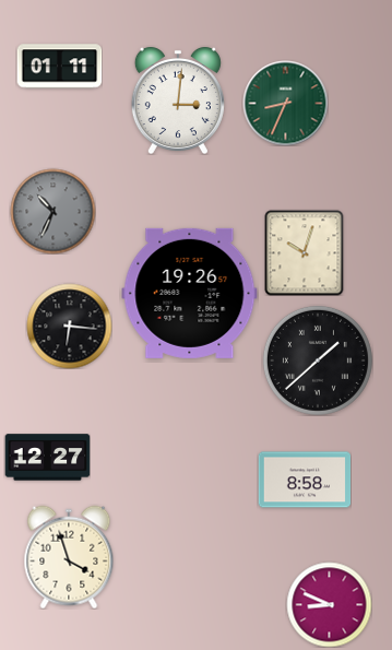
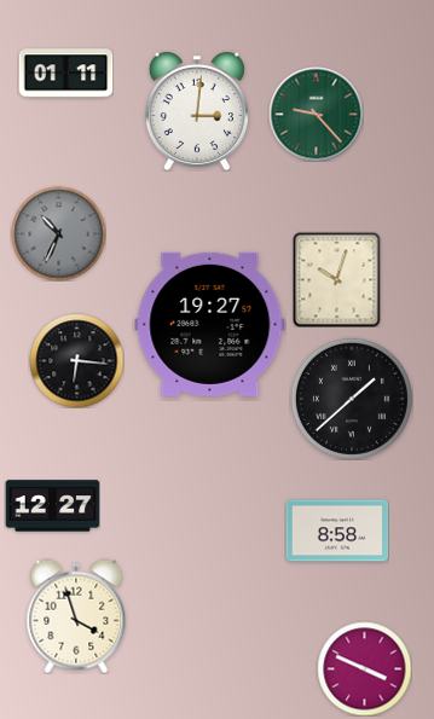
clock at (285, 103): 8:34 -> 9:23
clock at (190, 293): 19:26 -> 19:27
clock at (329, 604): 8:49 -> 3:49
